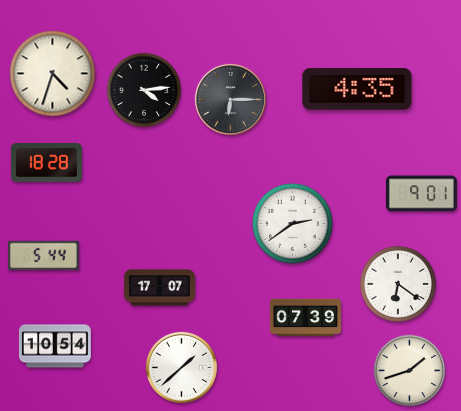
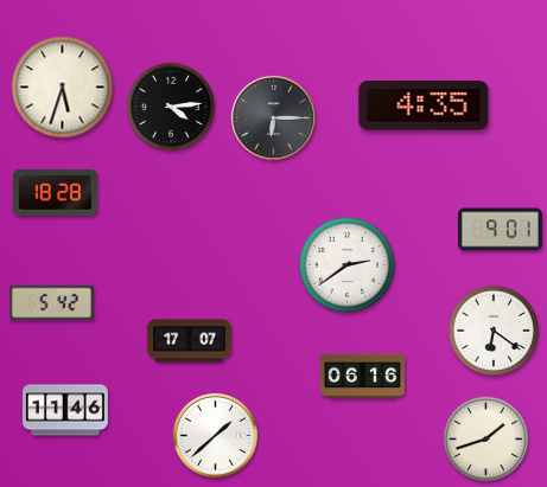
clock at (53, 74): 4:33 -> 5:33
clock at (43, 256): 5:44 -> 5:42
clock at (398, 284) position: (398, 284) -> (494, 331)
clock at (305, 318): 07:39 -> 06:16
clock at (55, 346): 10:54 -> 11:46
